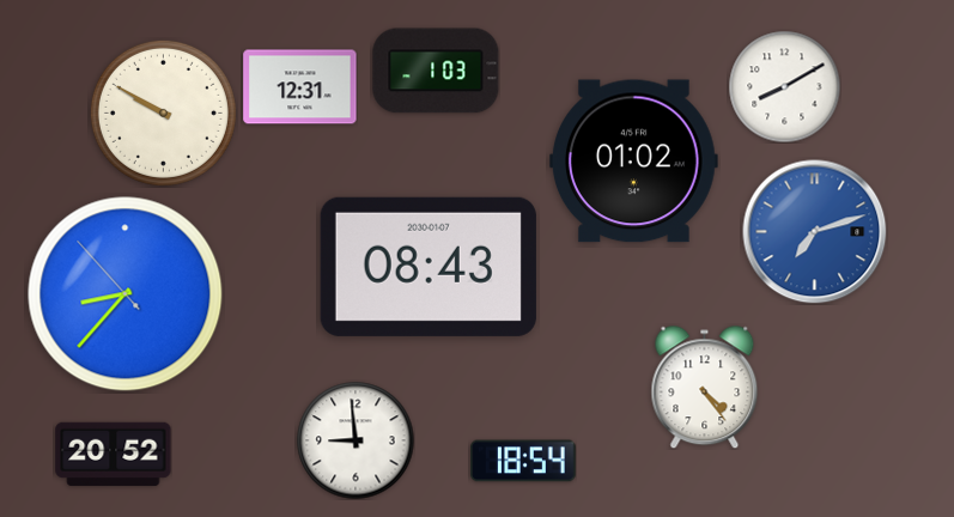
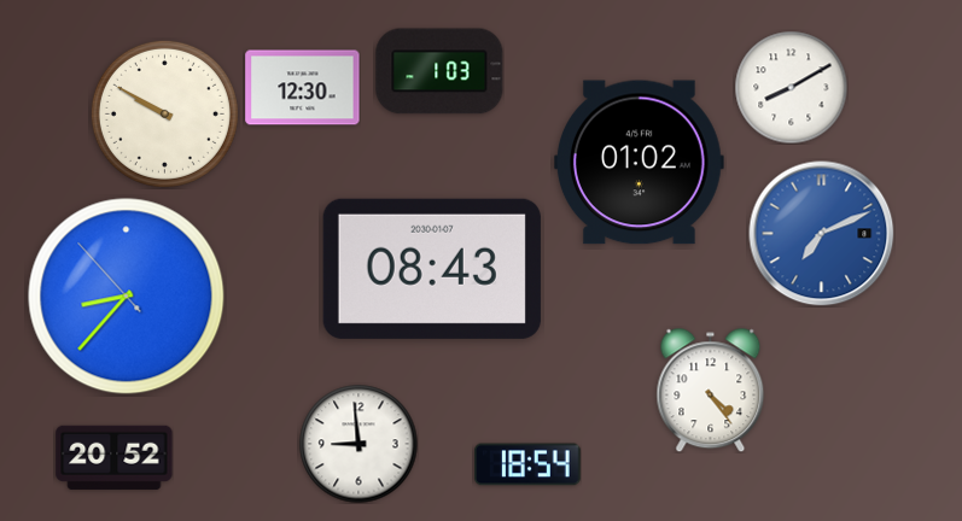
clock at (300, 87): 12:31 -> 12:30
clock at (815, 232): 7:12 -> 7:11
